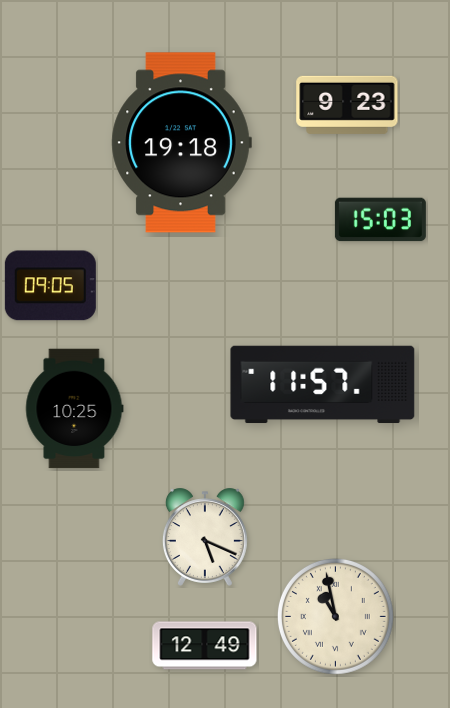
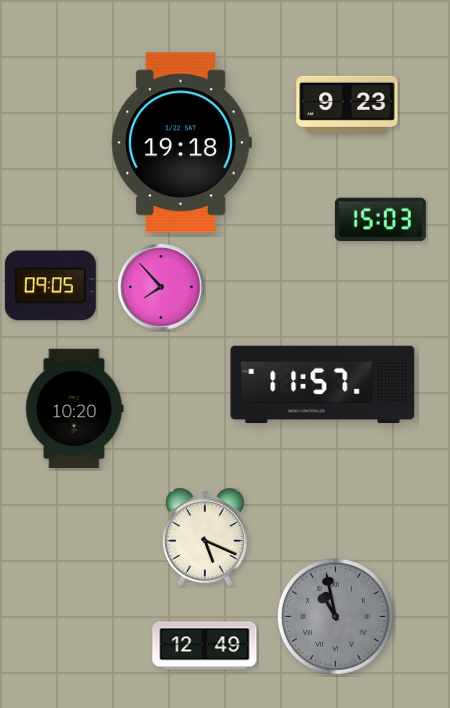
clock at (161, 287): none -> 7:53
clock at (74, 409): 10:25 -> 10:20
clock at (335, 616) dial: cream -> grey
